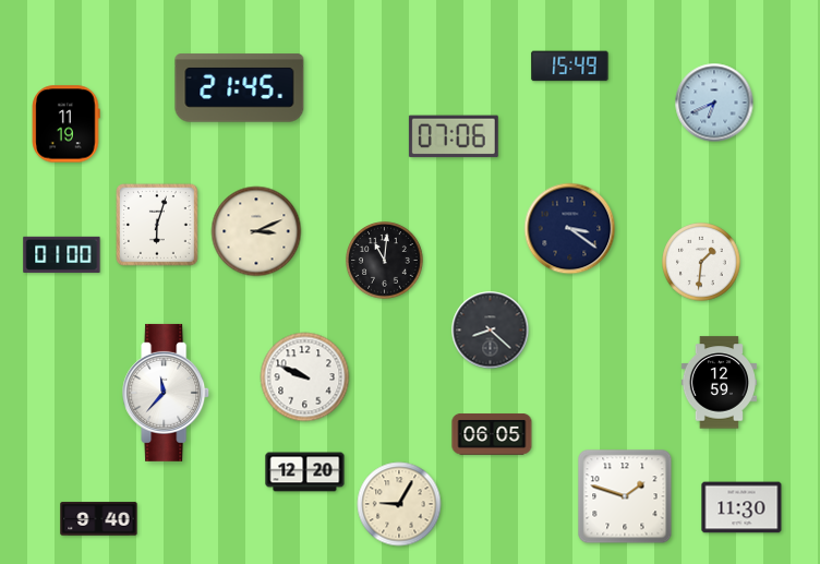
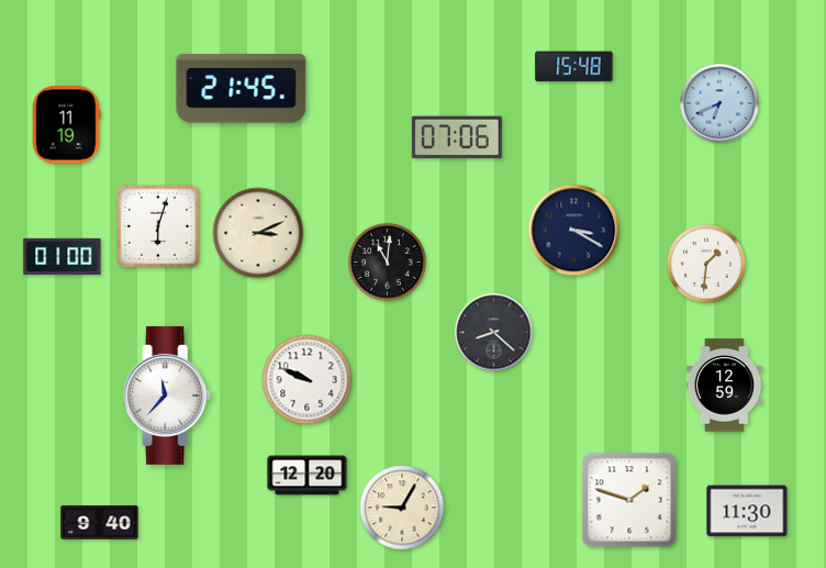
clock at (570, 67): 15:49 -> 15:48
clock at (570, 229): 3:21 -> 3:20
clock at (492, 435): 06:05 -> none
